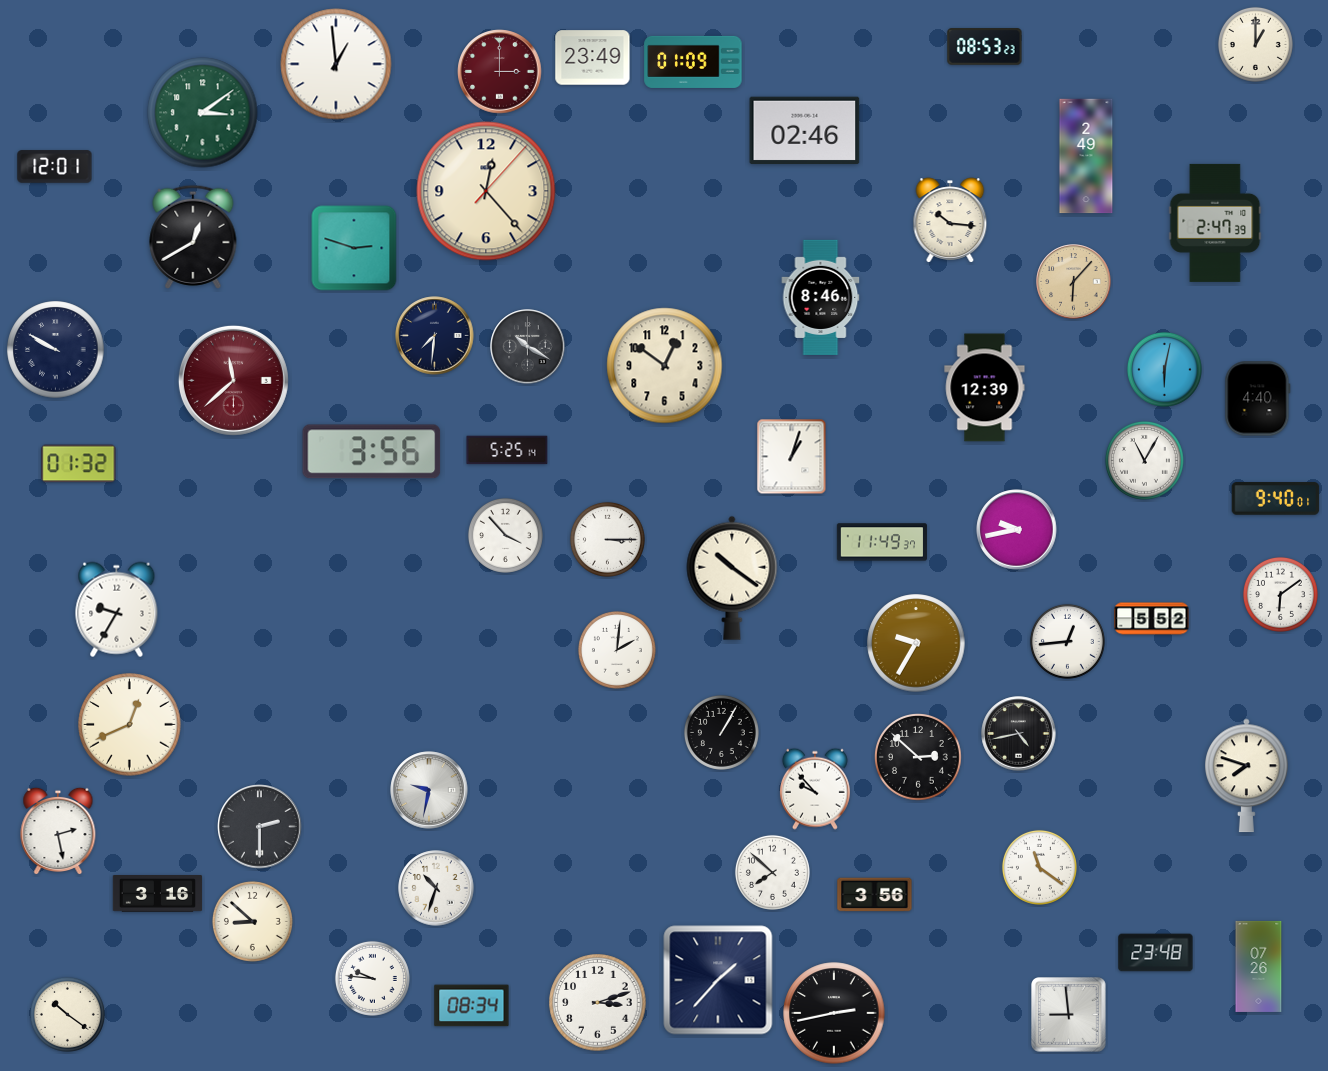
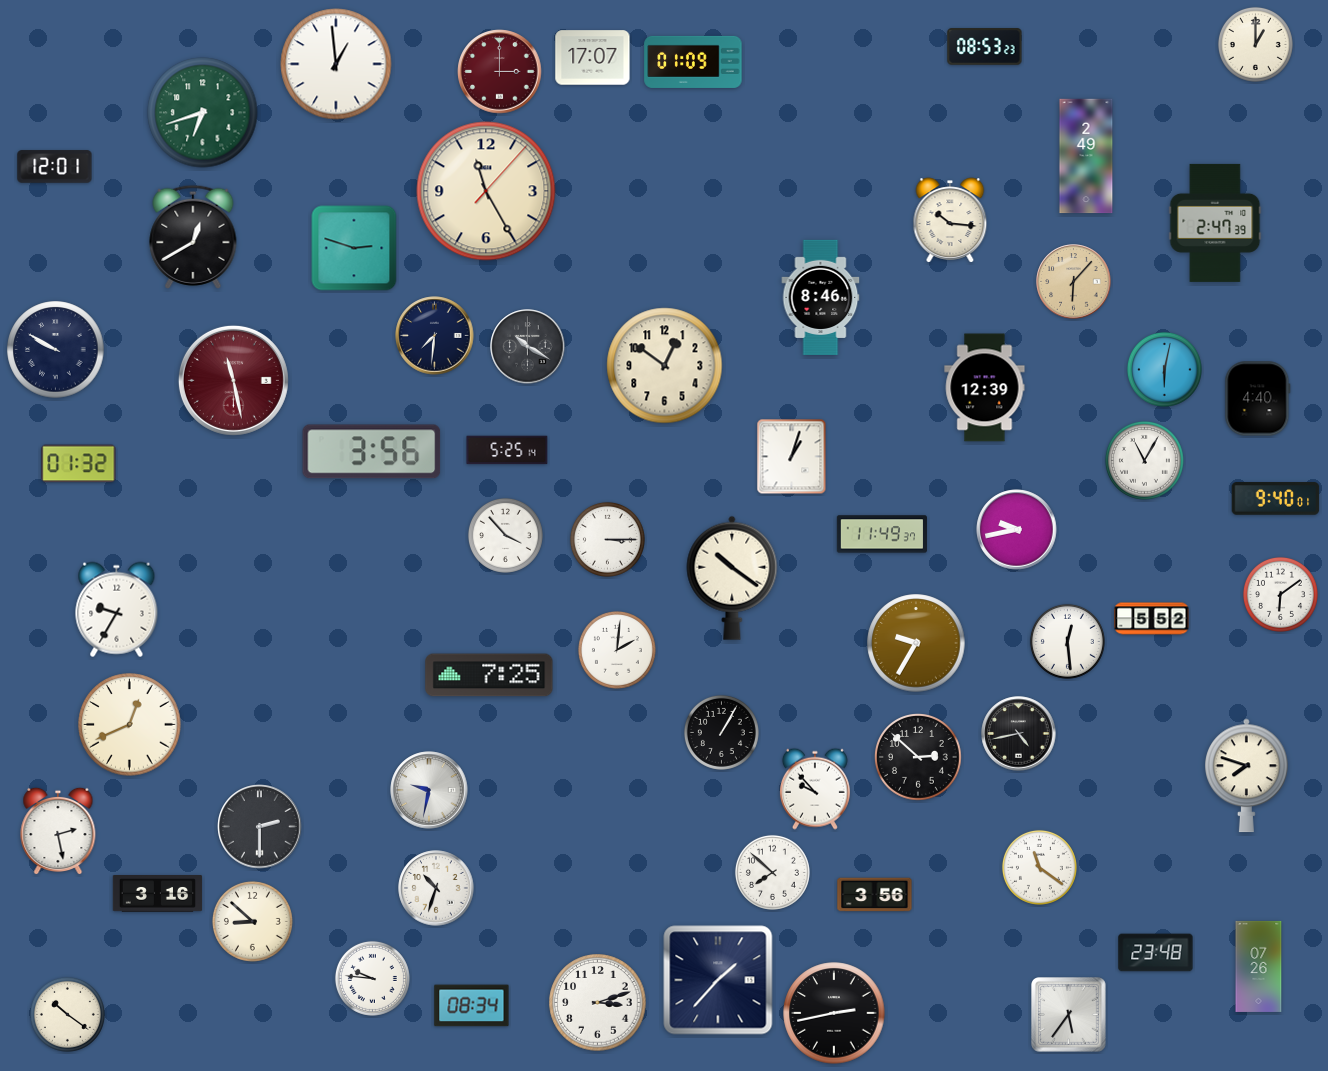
clock at (593, 58): 23:49 -> 17:07
clock at (203, 113): 3:09 -> 6:42
clock at (805, 131): 02:46 -> none
clock at (486, 191): 12:23 -> 11:25
clock at (233, 380): 11:38 -> 11:28
clock at (882, 542) position: (882, 542) -> (882, 534)
clock at (1067, 641): 12:44 -> 12:29
clock at (489, 675): none -> 7:25
clock at (1069, 1015): 8:59 -> 5:36
